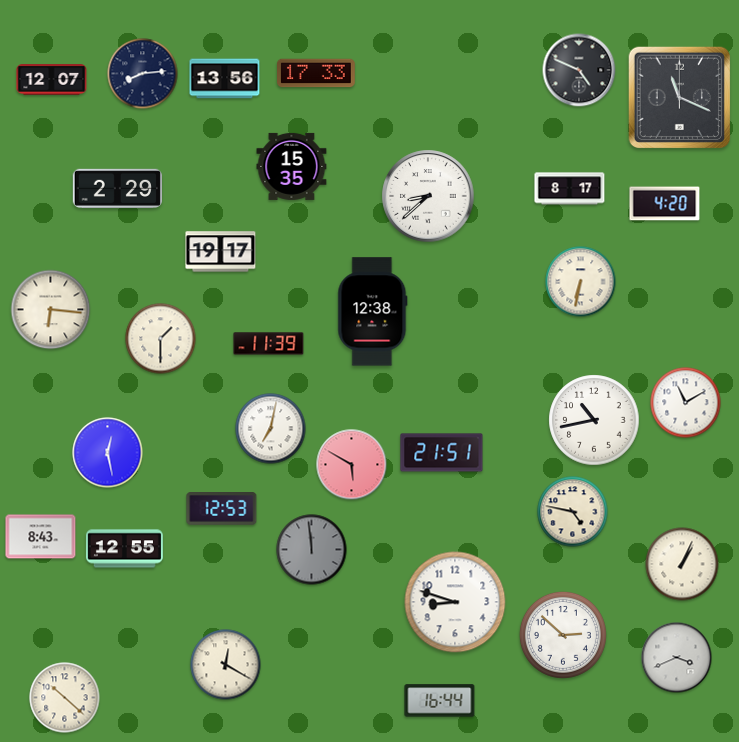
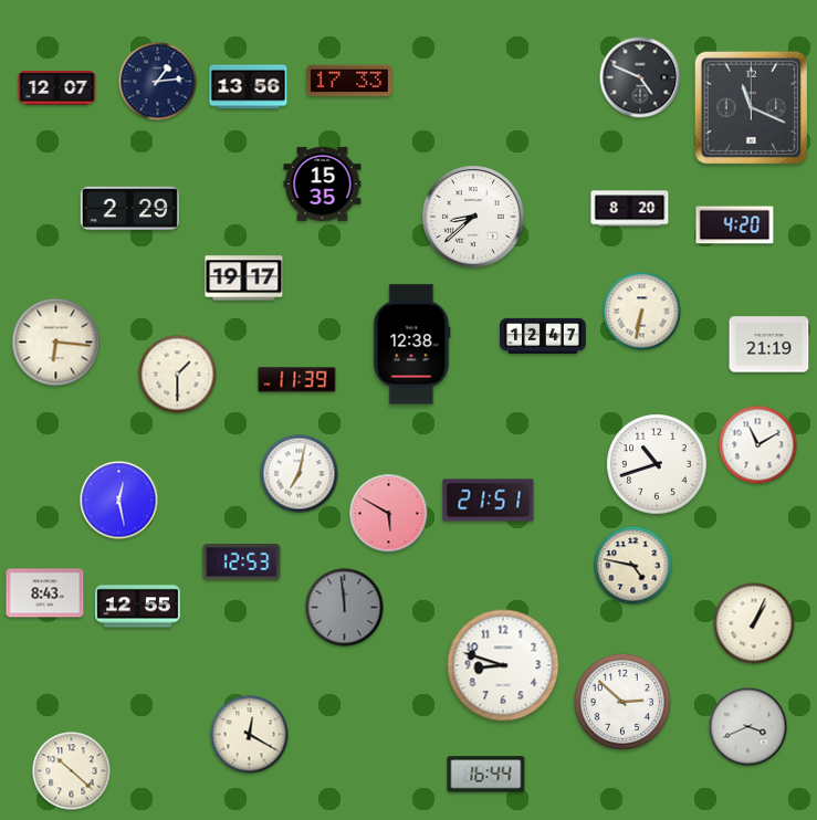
clock at (143, 74): 8:14 -> 1:14
clock at (570, 189): 8:17 -> 8:20
clock at (543, 336): none -> 12:47
clock at (769, 345): none -> 21:19
clock at (594, 420): 10:43 -> 10:42
clock at (222, 509) position: (222, 509) -> (242, 563)
